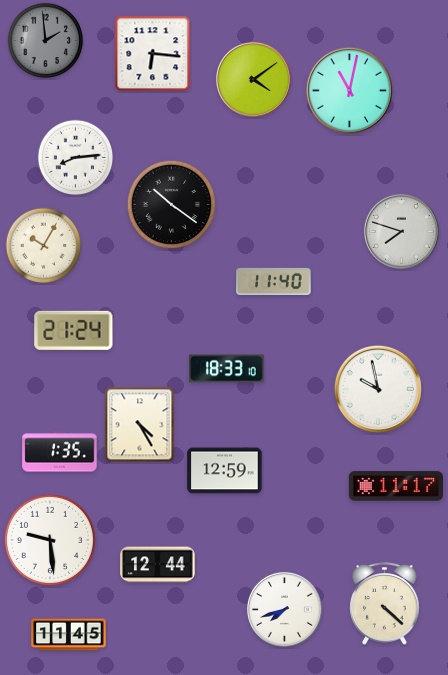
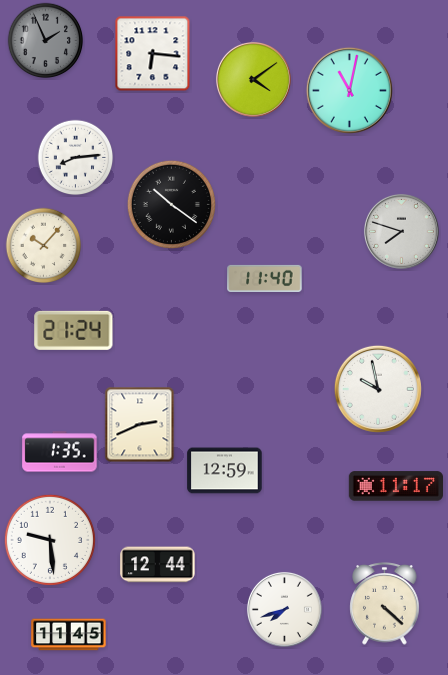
clock at (46, 41): 1:59 -> 1:56
clock at (44, 246): 10:05 -> 10:07
clock at (274, 281) position: (274, 281) -> (265, 278)
clock at (227, 369): 18:33 -> none
clock at (140, 425): 4:25 -> 2:41
